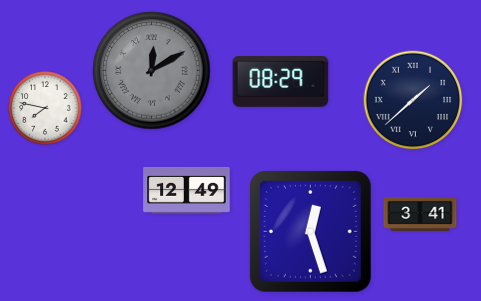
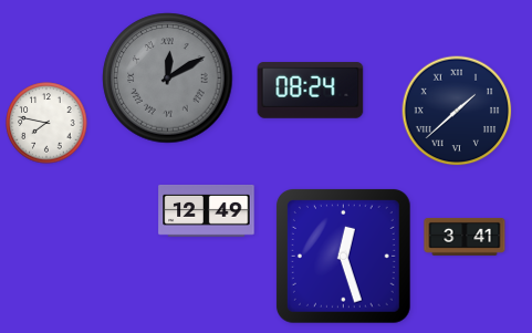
clock at (281, 82): 08:29 -> 08:24
clock at (45, 108) position: (45, 108) -> (46, 123)
